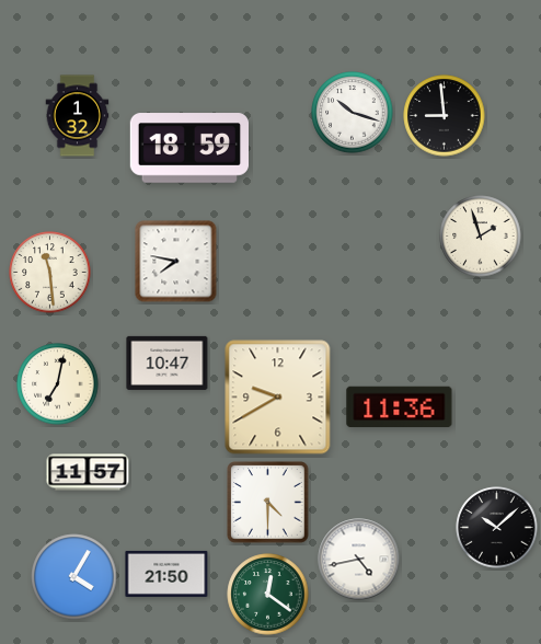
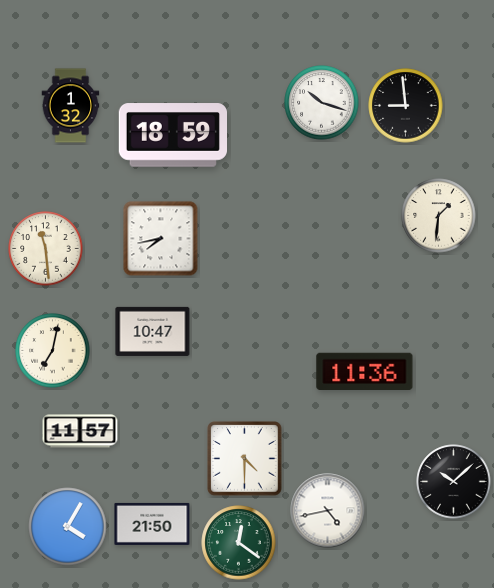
clock at (481, 237): 1:57 -> 1:31
clock at (176, 262): 7:47 -> 7:43
clock at (278, 398): 9:40 -> none
clock at (268, 595) position: (268, 595) -> (239, 543)
